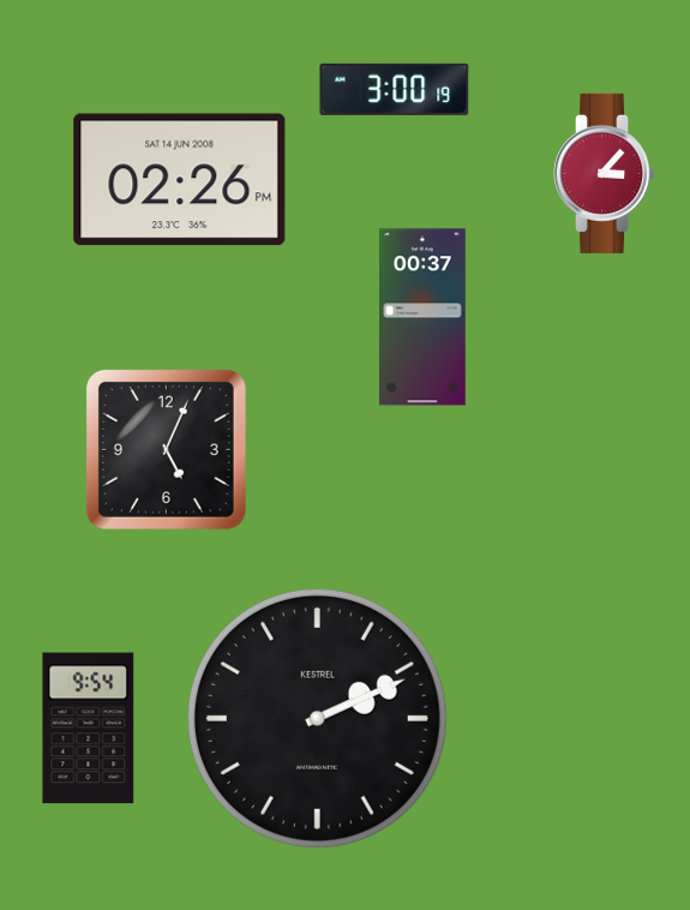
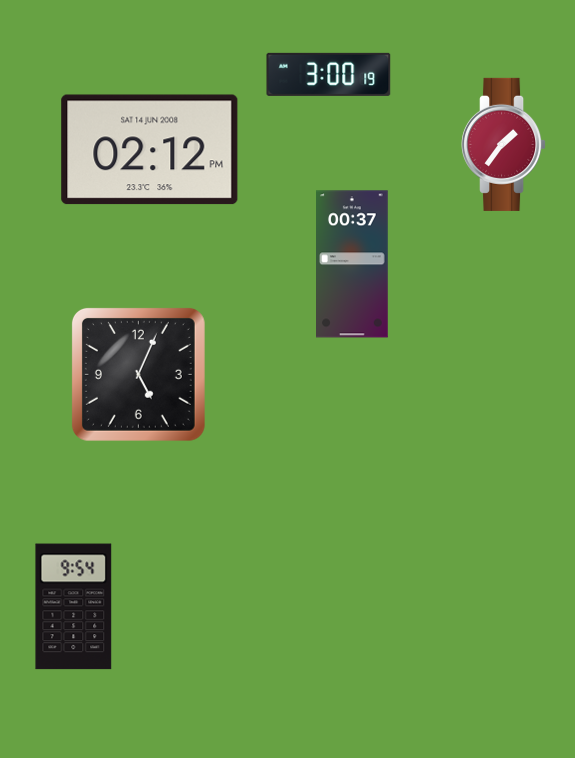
clock at (605, 173): 3:07 -> 1:36
clock at (180, 180): 02:26 -> 02:12
clock at (317, 718): 2:11 -> none
